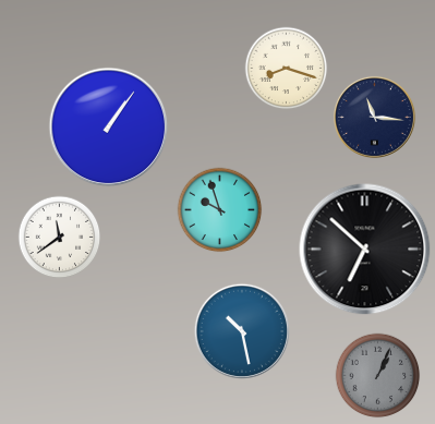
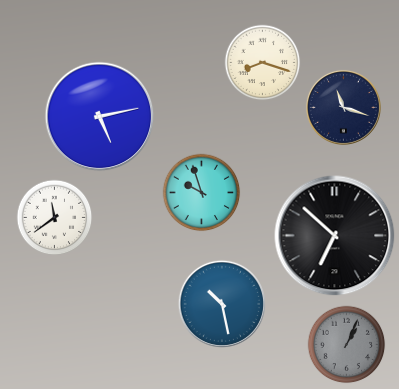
clock at (374, 117): 11:16 -> 11:18
clock at (109, 128): 1:06 -> 5:13
clock at (365, 250) position: (365, 250) -> (335, 236)
